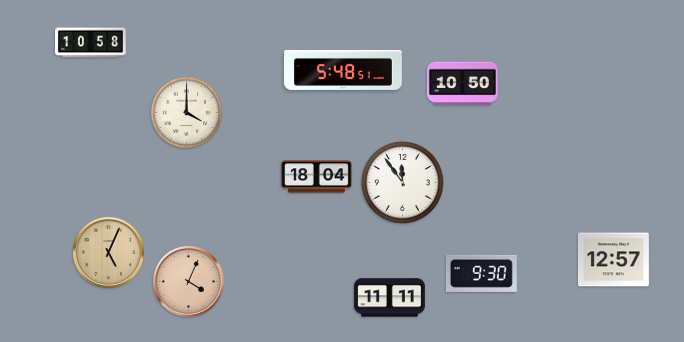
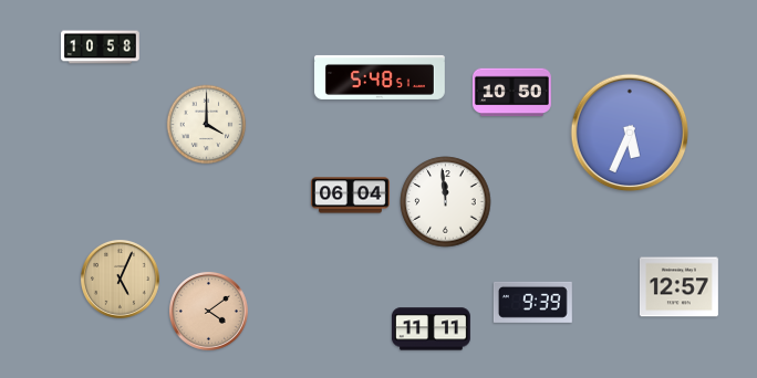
clock at (630, 133): none -> 5:34
clock at (316, 177): 18:04 -> 06:04
clock at (403, 183): 11:54 -> 11:59
clock at (481, 273): 9:30 -> 9:39
clock at (188, 281): 4:04 -> 4:09
